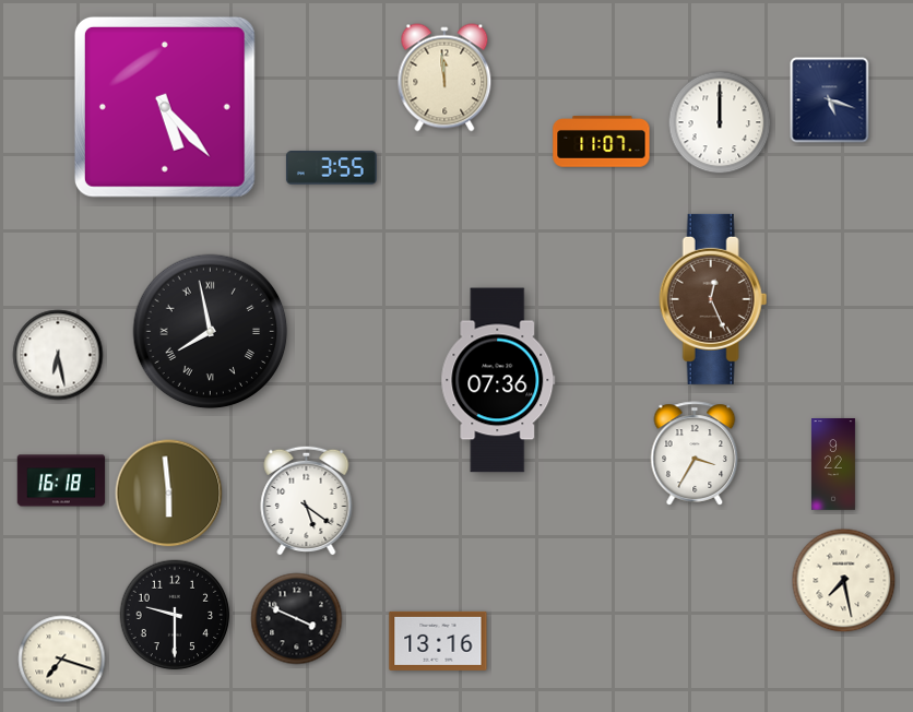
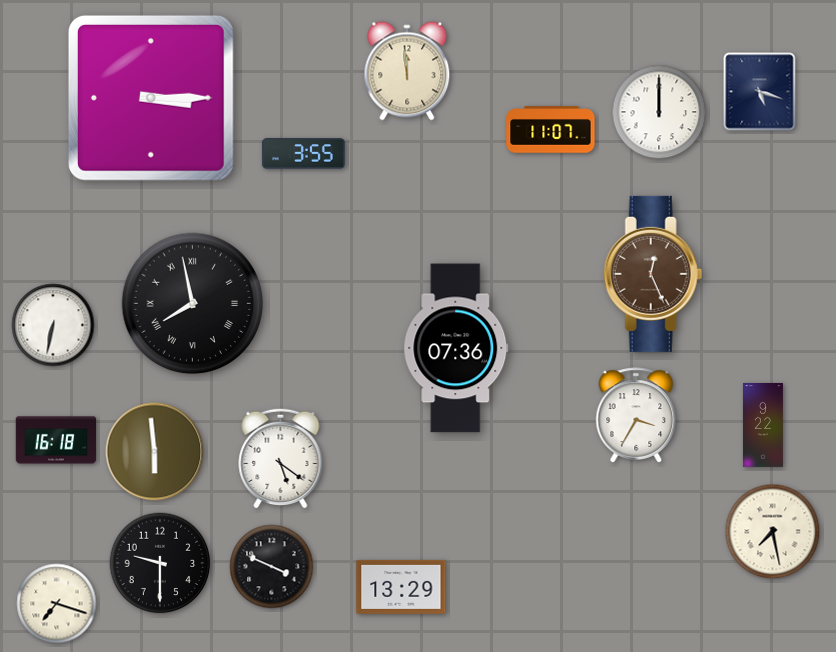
clock at (165, 107): 5:23 -> 3:15
clock at (58, 355): 6:28 -> 6:32
clock at (438, 641): 13:16 -> 13:29
